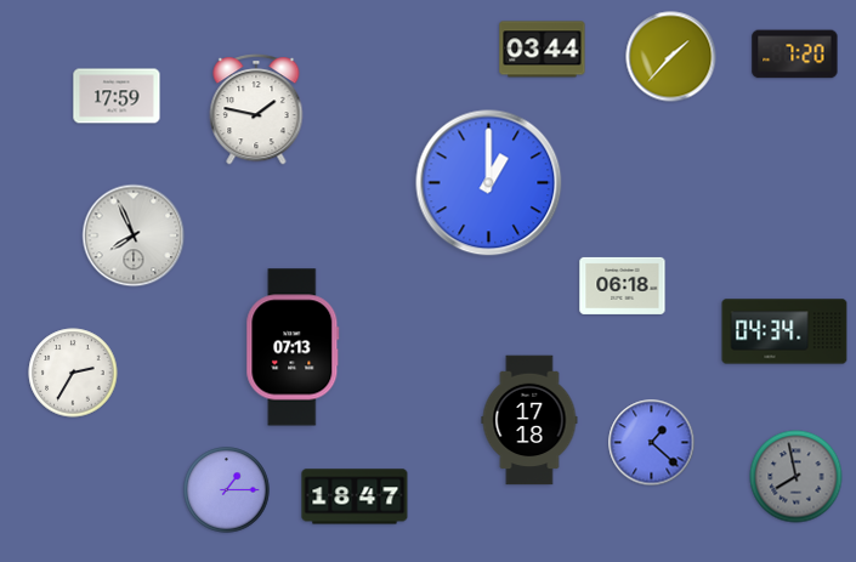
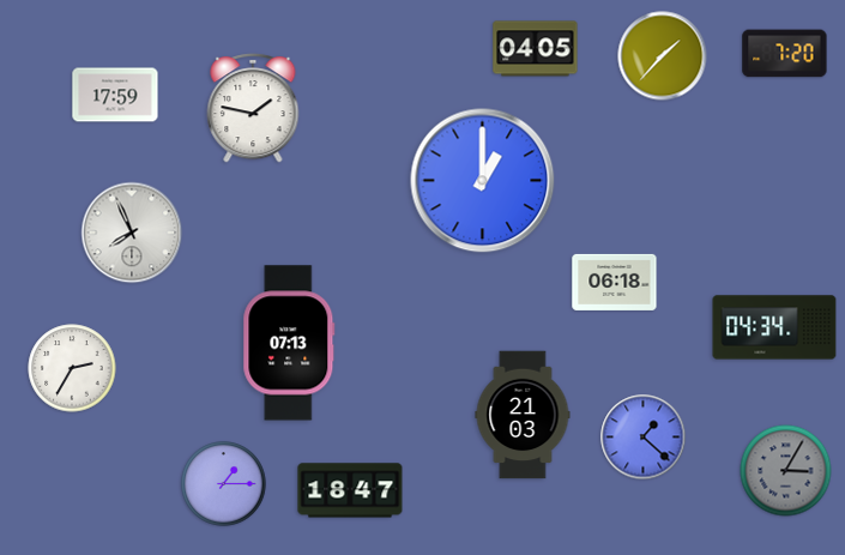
clock at (543, 50): 03:44 -> 04:05
clock at (529, 420): 17:18 -> 21:03
clock at (797, 477): 7:58 -> 3:05
